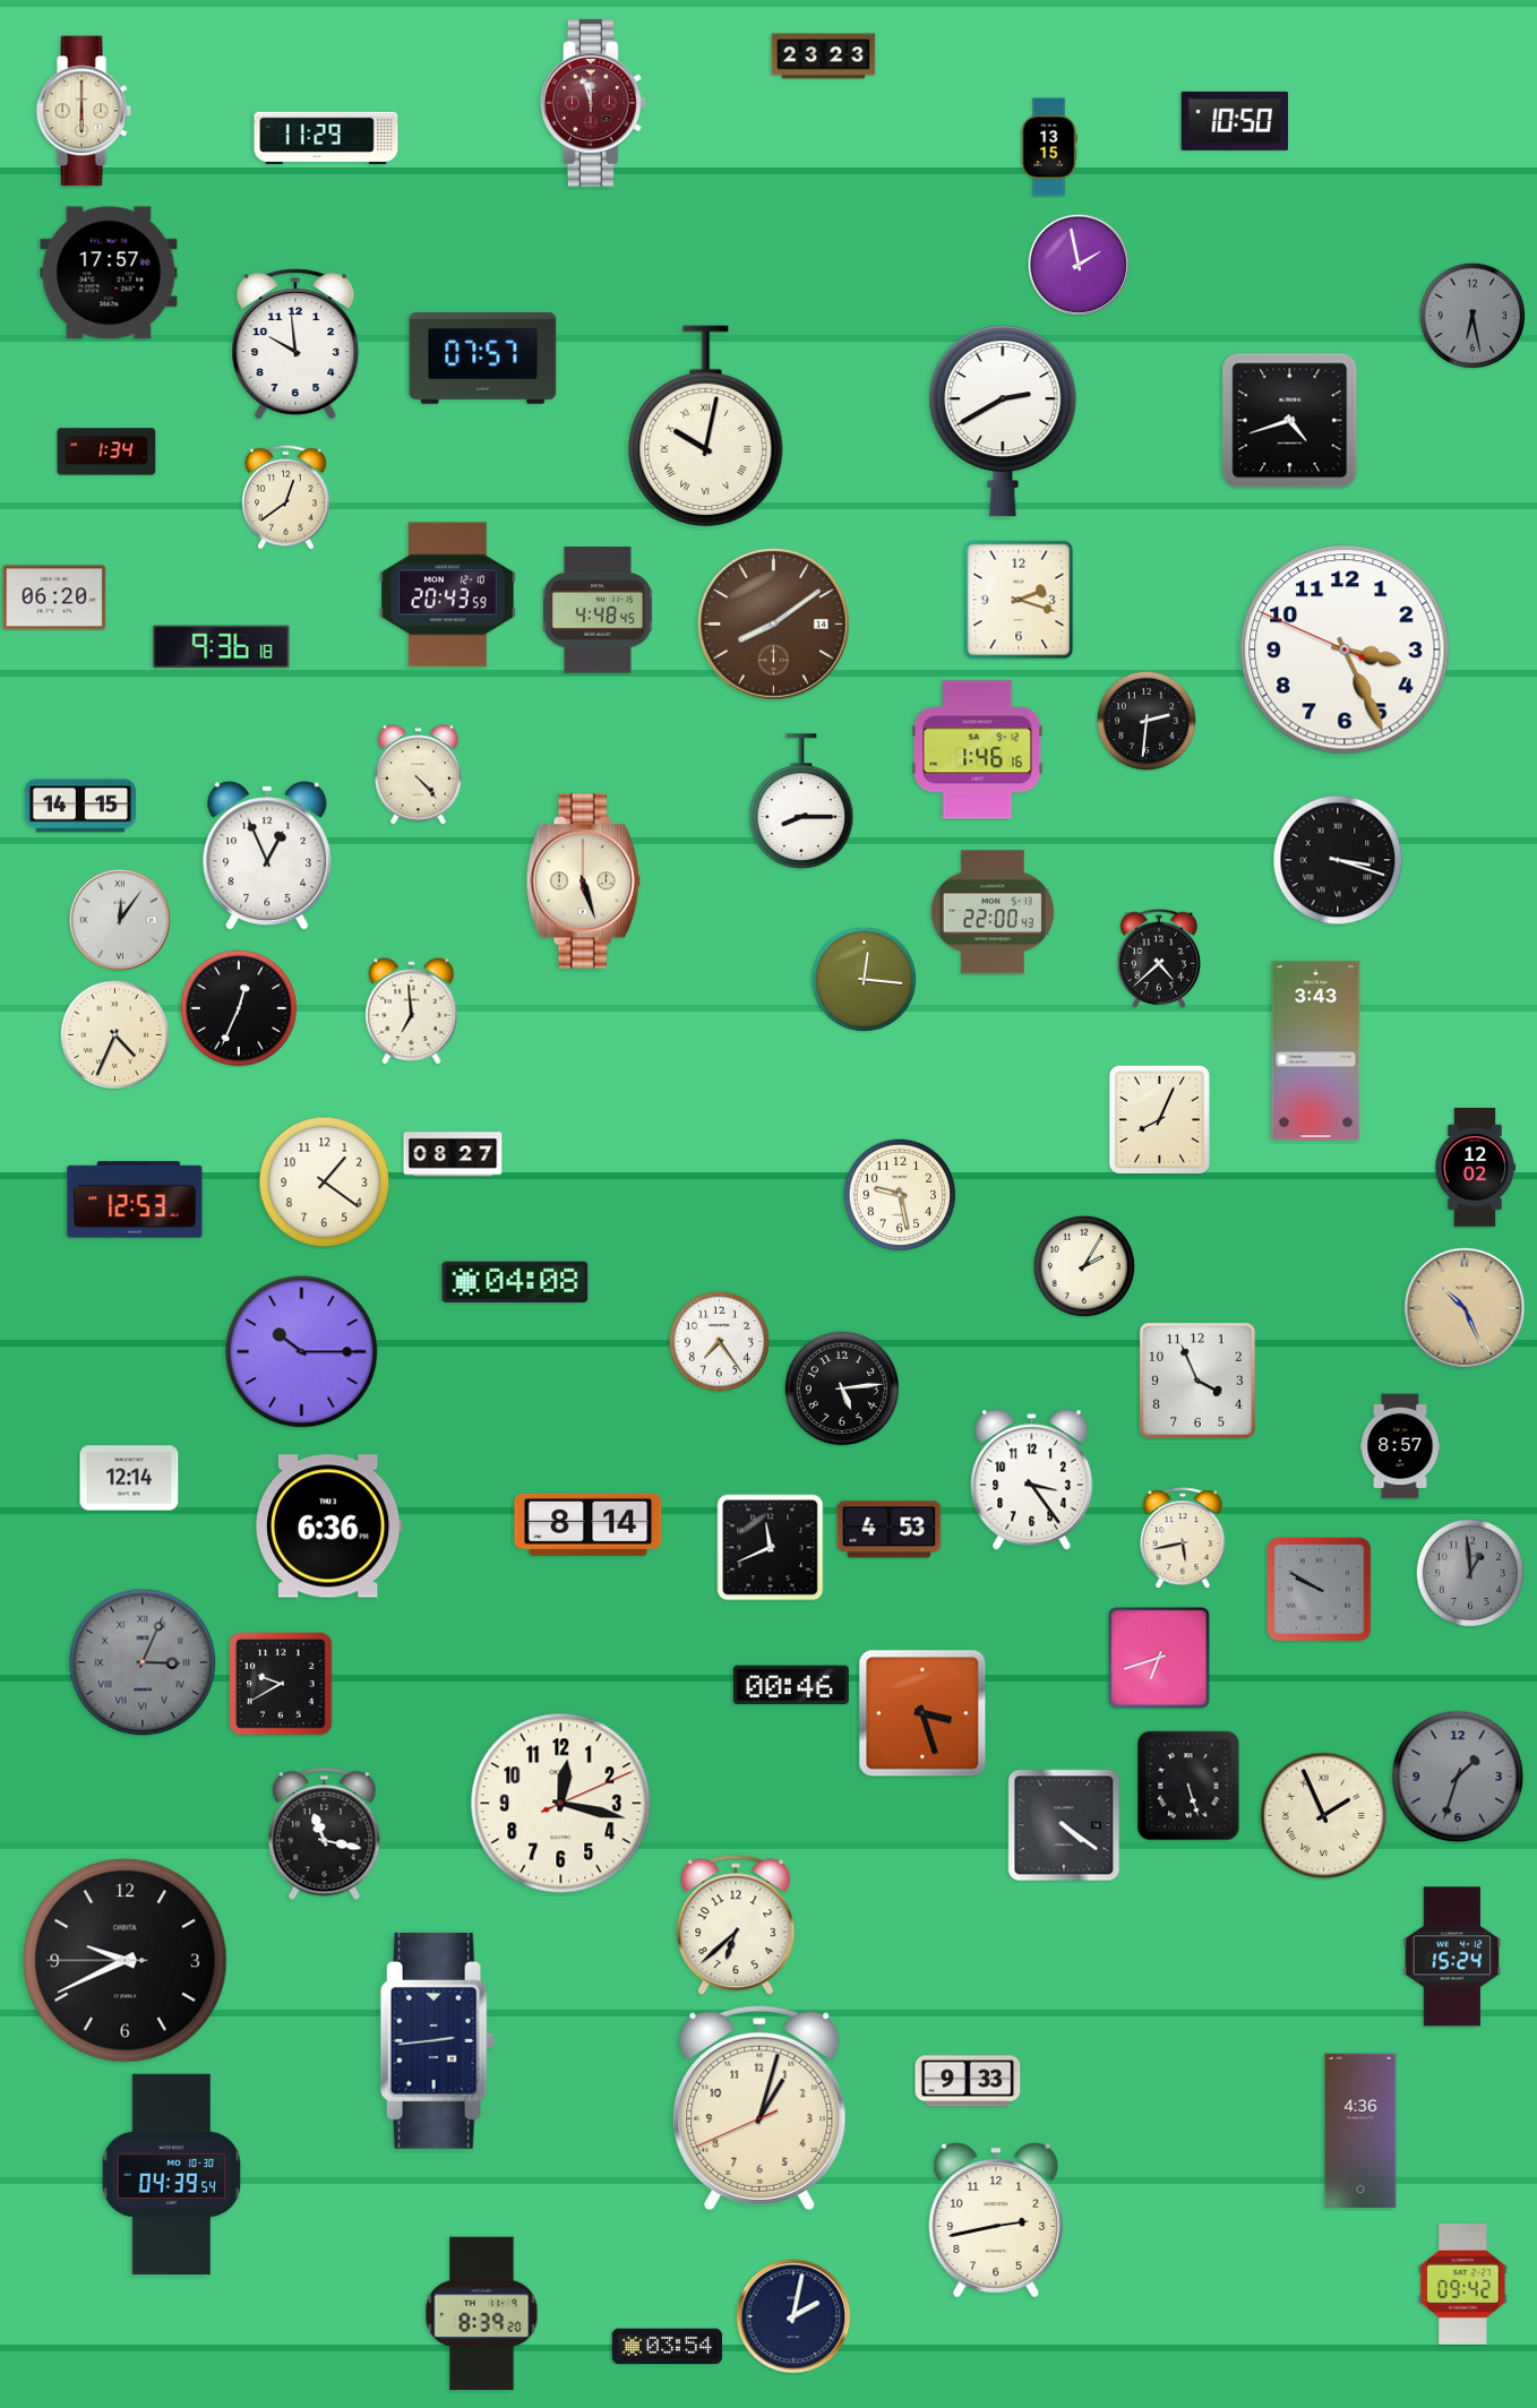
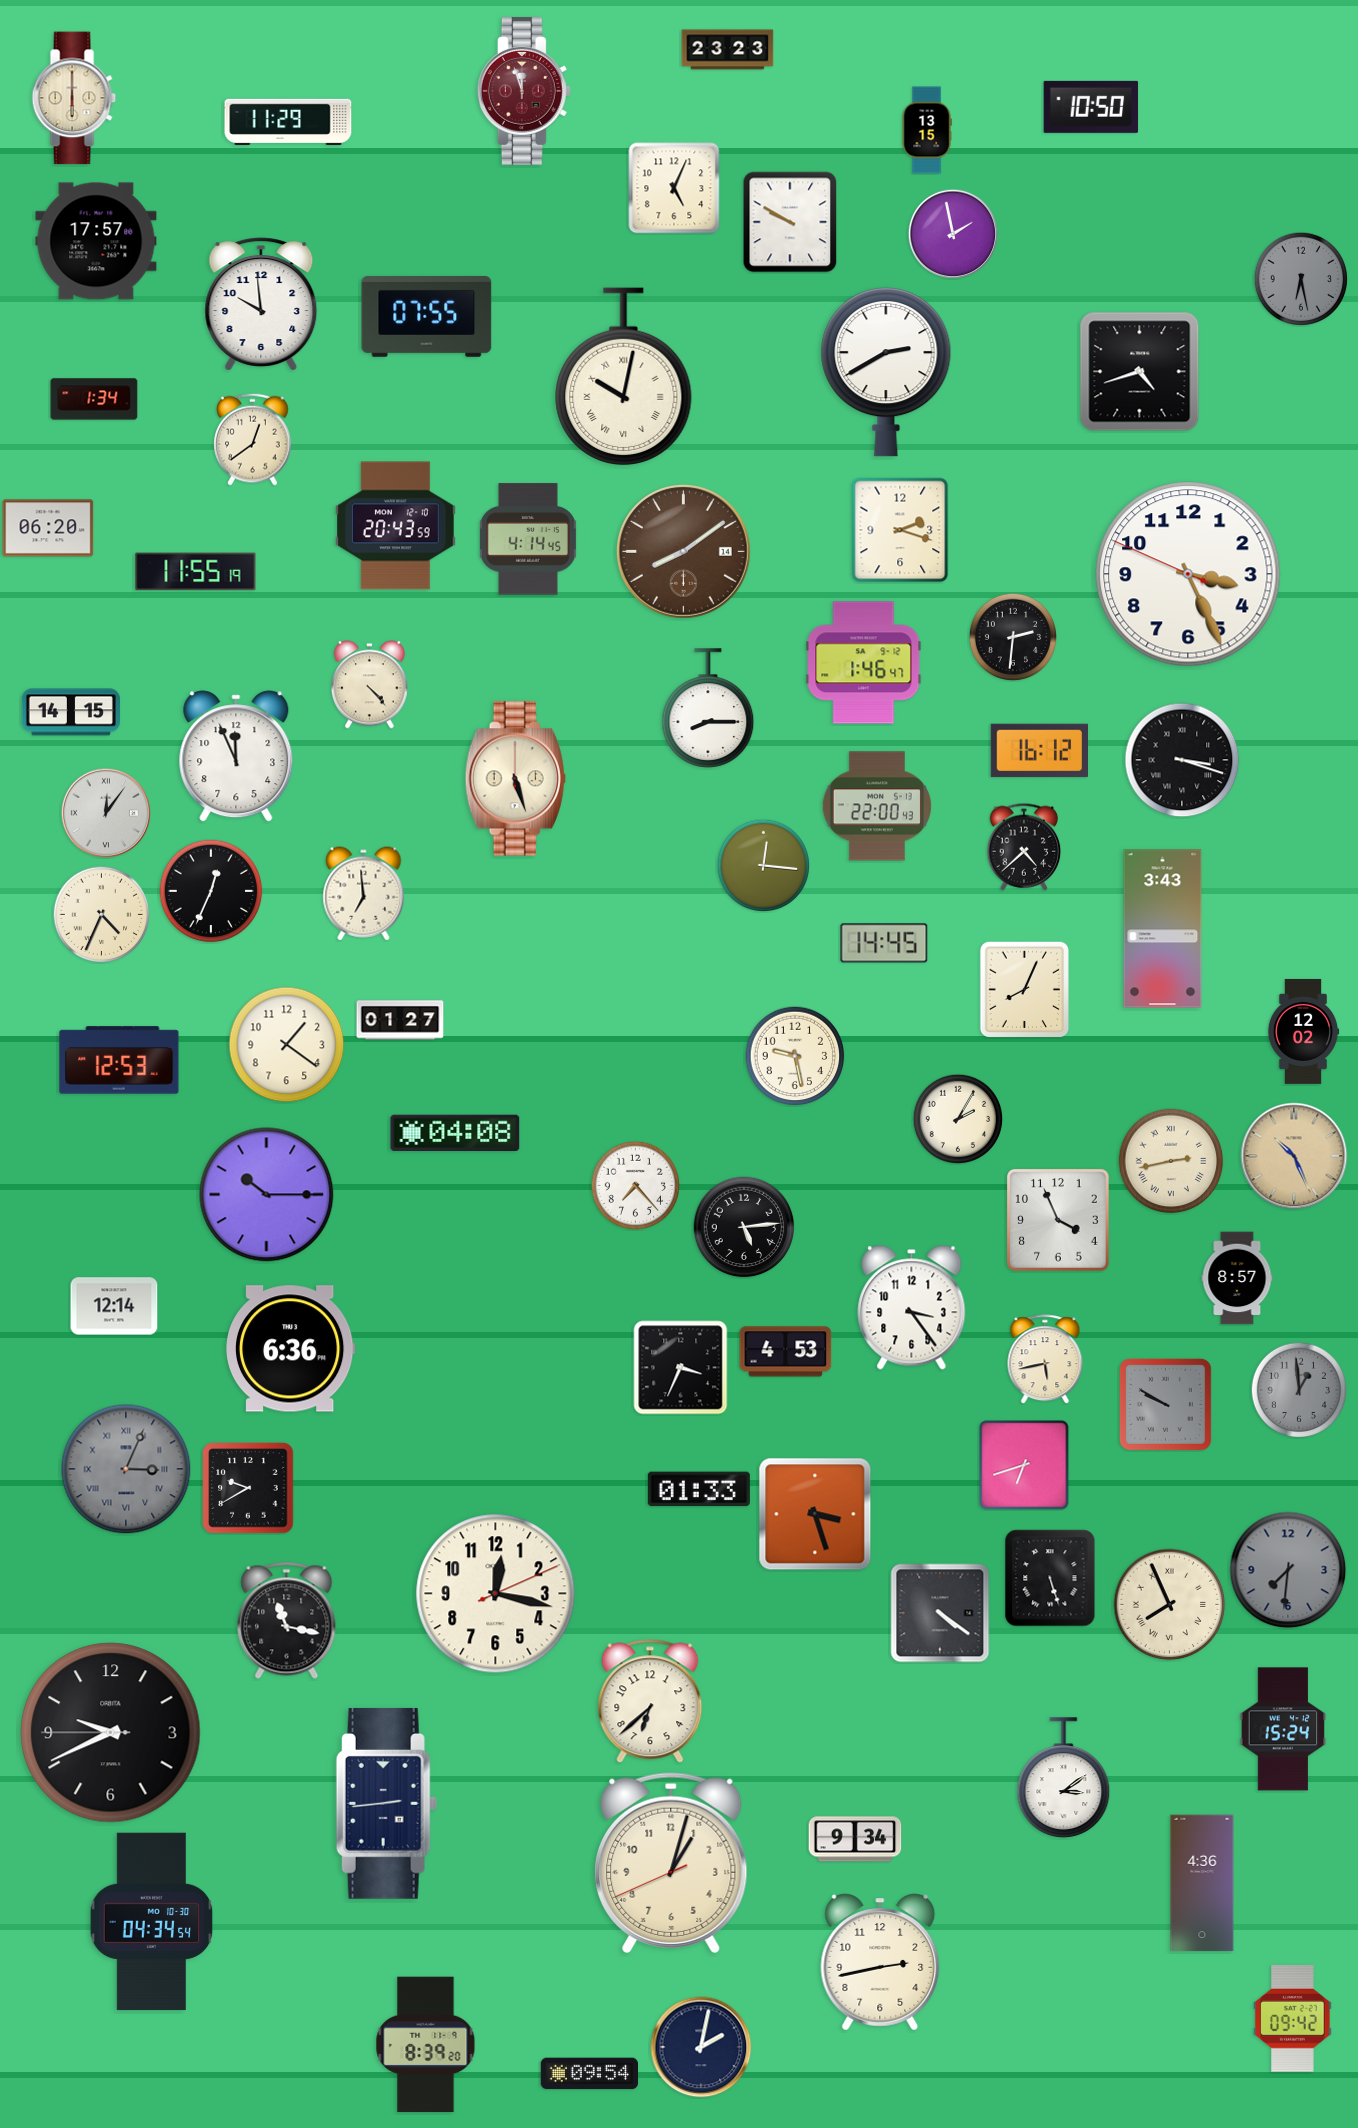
clock at (674, 188): none -> 5:04
clock at (790, 222): none -> 9:50
clock at (483, 358): 07:57 -> 07:55
clock at (598, 610): 4:48 -> 4:14
clock at (222, 647): 9:36 -> 11:55
clock at (978, 750): 1:46:16 -> 1:46:47
clock at (1039, 751): none -> 16:12
clock at (267, 855): 12:56 -> 11:56
clock at (884, 943): none -> 14:45
clock at (453, 1154): 08:27 -> 01:27
clock at (1171, 1161): none -> 2:43
clock at (719, 1341): 7:24 -> 7:23
clock at (589, 1524): 8:14 -> none
clock at (771, 1548): 11:41 -> 3:34
clock at (791, 1685): 00:46 -> 01:33
clock at (1458, 1777): 1:33 -> 7:31
clock at (1324, 1816): 1:56 -> 7:56
clock at (1064, 1778): none -> 3:09
clock at (968, 2081): 9:33 -> 9:34
clock at (172, 2175): 04:39 -> 04:34
clock at (667, 2347): 03:54 -> 09:54
